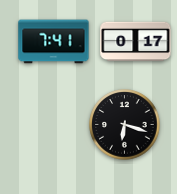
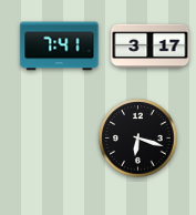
clock at (136, 42): 0:17 -> 3:17
